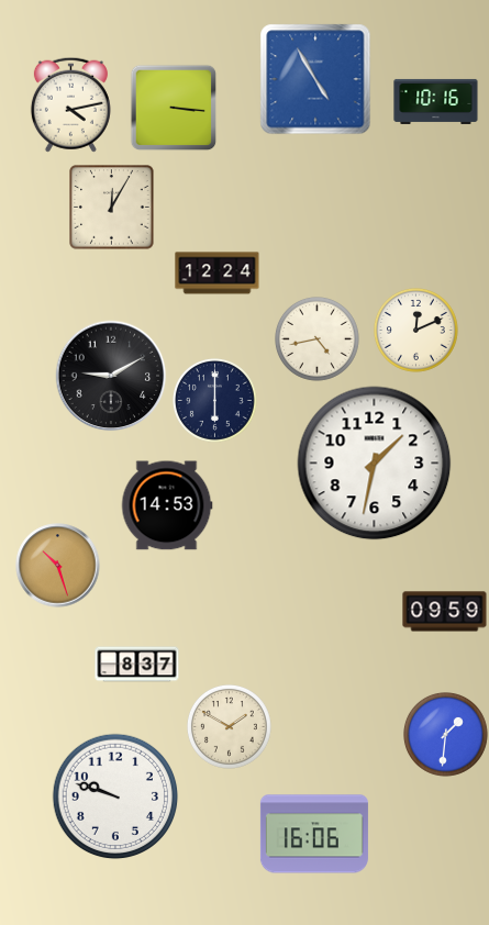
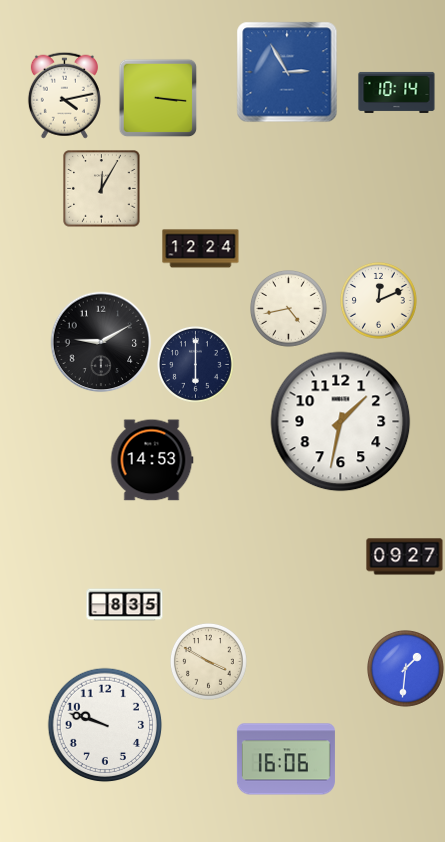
clock at (315, 79): 4:55 -> 2:55
clock at (436, 101): 10:16 -> 10:14
clock at (218, 274) position: (218, 274) -> (201, 249)
clock at (58, 566): 10:27 -> none
clock at (445, 612): 09:59 -> 09:27
clock at (137, 665): 8:37 -> 8:35
clock at (230, 727): 1:50 -> 3:50
